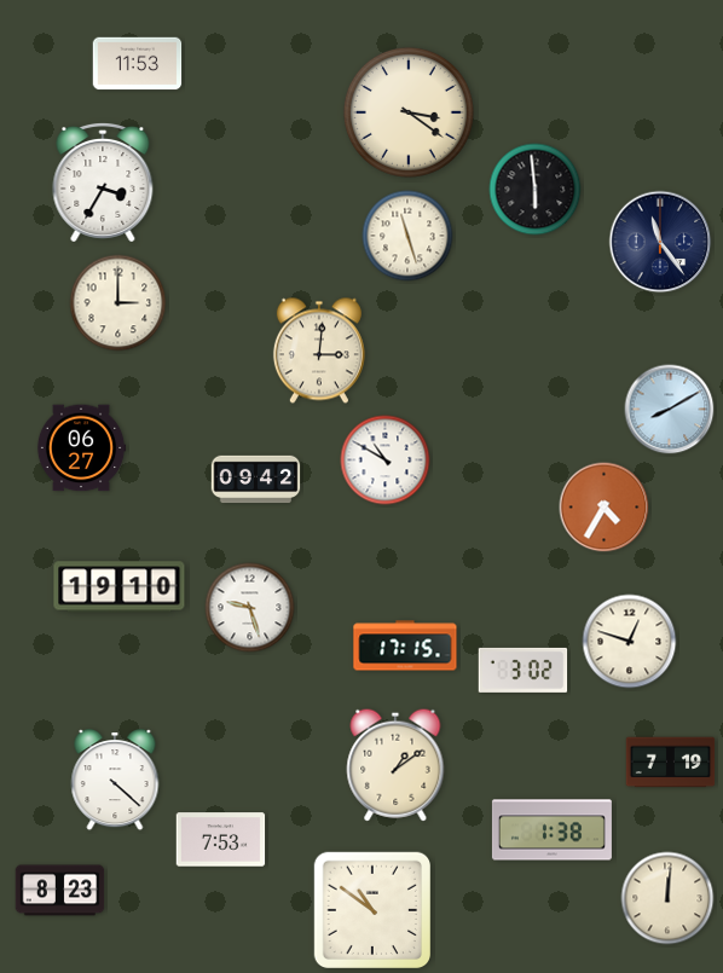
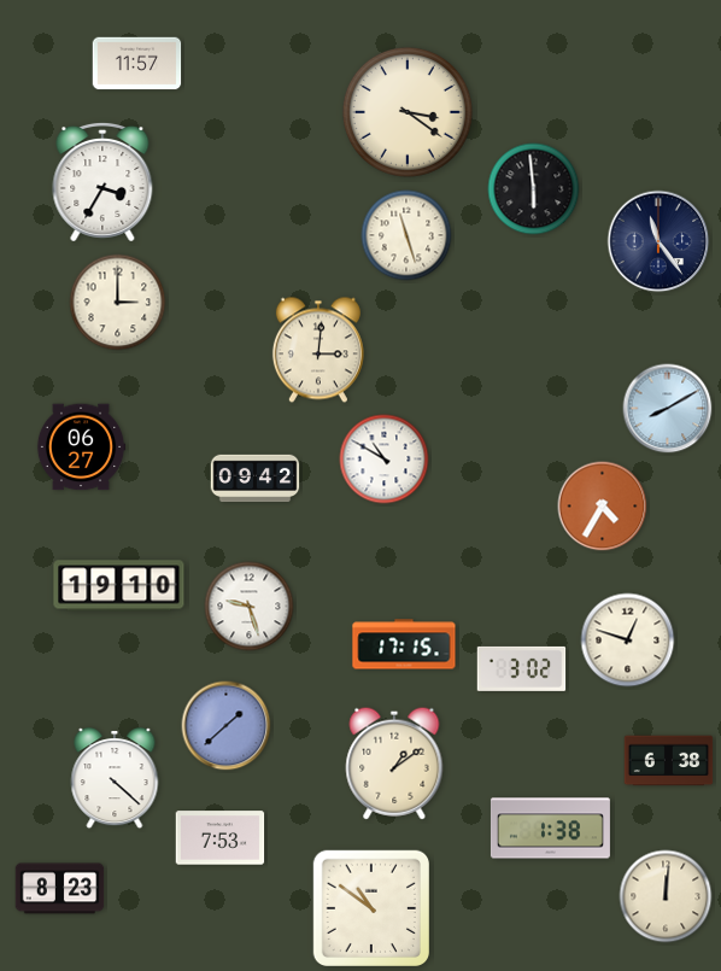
clock at (138, 64): 11:53 -> 11:57
clock at (227, 726): none -> 1:38
clock at (671, 763): 7:19 -> 6:38
